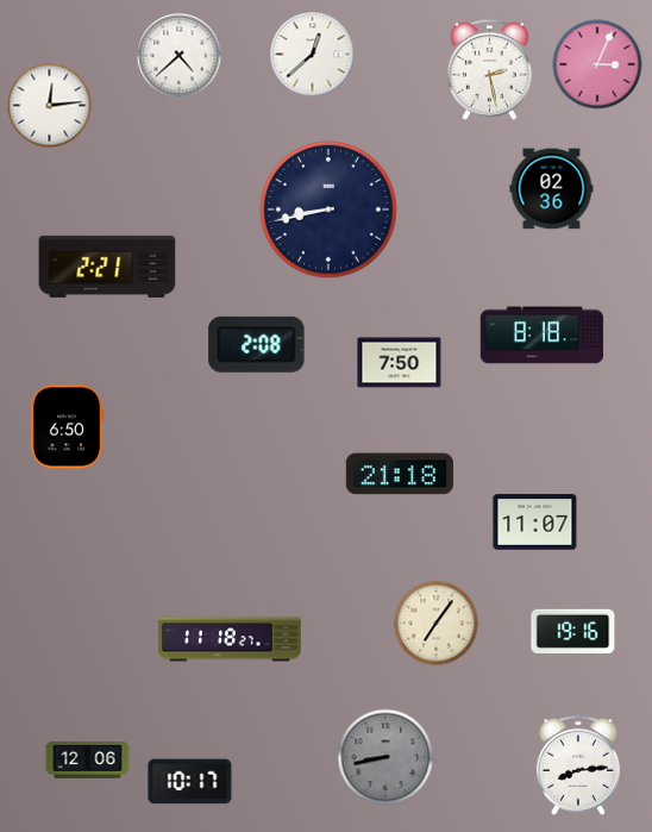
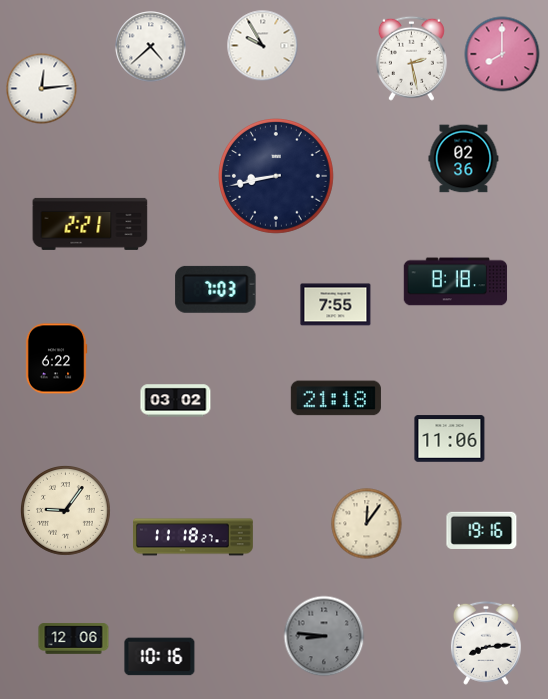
clock at (313, 55): 12:38 -> 9:55
clock at (597, 64): 3:04 -> 8:00
clock at (257, 344): 2:08 -> 7:03
clock at (400, 363): 7:50 -> 7:55
clock at (67, 427): 6:50 -> 6:22
clock at (176, 401): none -> 03:02
clock at (535, 523): 11:07 -> 11:06
clock at (66, 511): none -> 9:06
clock at (437, 624): 7:06 -> 12:06
clock at (385, 757): 8:43 -> 8:46
clock at (190, 782): 10:17 -> 10:16
